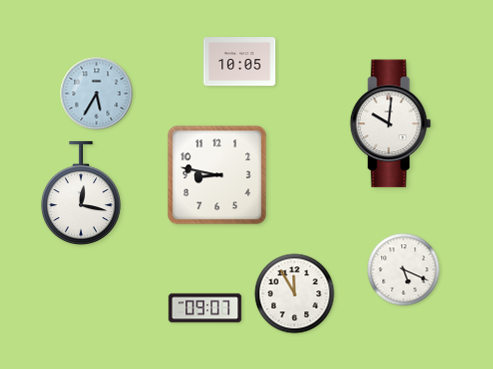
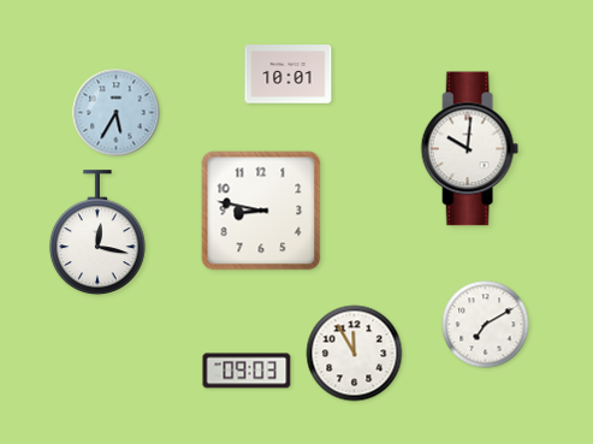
clock at (240, 62): 10:05 -> 10:01
clock at (404, 270): 5:19 -> 7:10
clock at (205, 308): 09:07 -> 09:03
